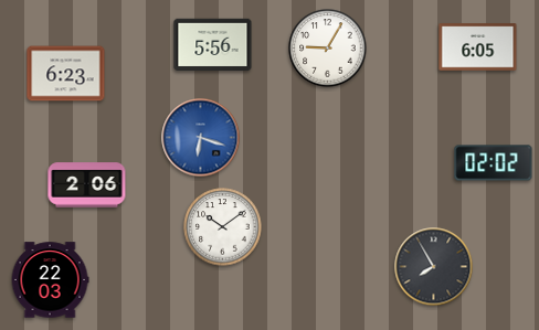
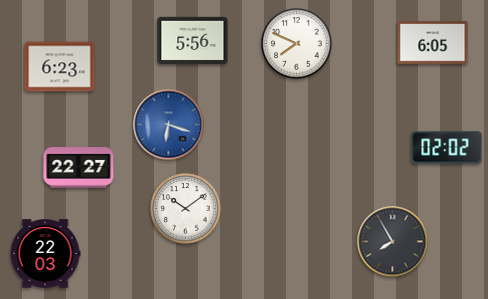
clock at (328, 49): 9:05 -> 7:49
clock at (201, 138) position: (201, 138) -> (169, 125)
clock at (87, 185): 2:06 -> 22:27
clock at (223, 227) position: (223, 227) -> (186, 209)
